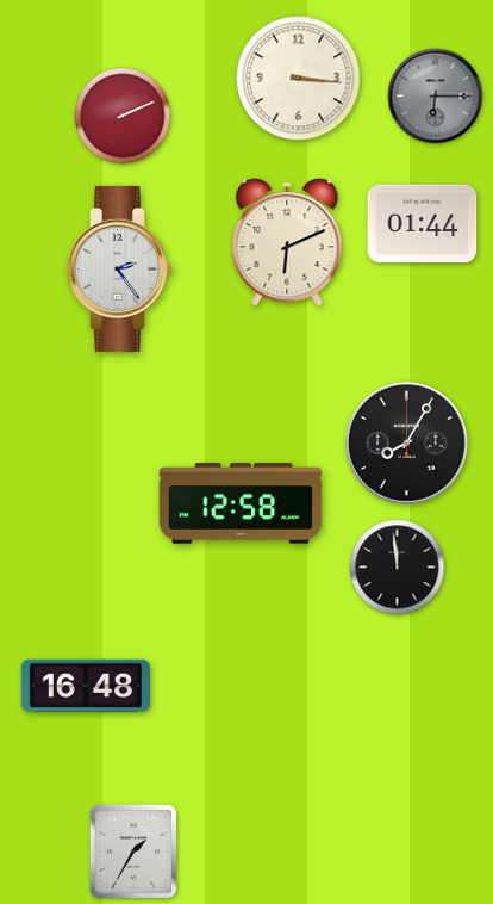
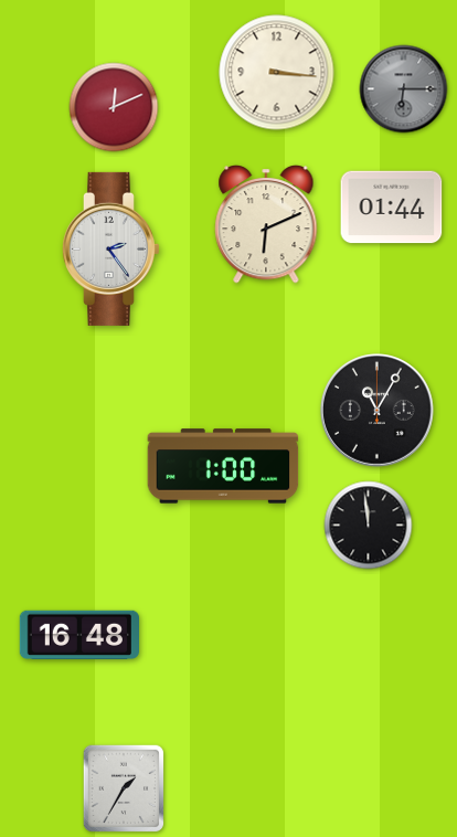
clock at (123, 116): 2:11 -> 12:11
clock at (407, 444): 8:05 -> 11:05
clock at (241, 503): 12:58 -> 1:00
